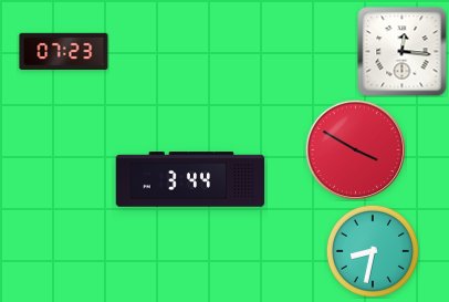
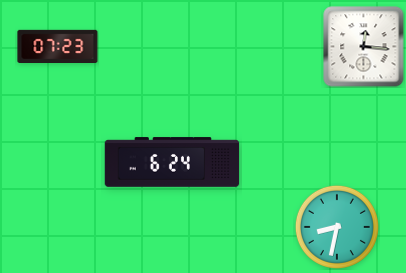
clock at (355, 149): 3:50 -> none
clock at (190, 179): 3:44 -> 6:24
